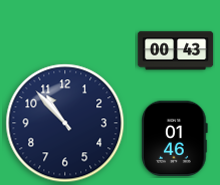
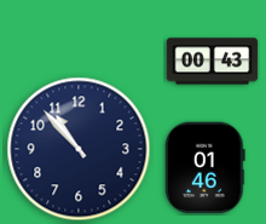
clock at (174, 139) position: (174, 139) -> (204, 168)
